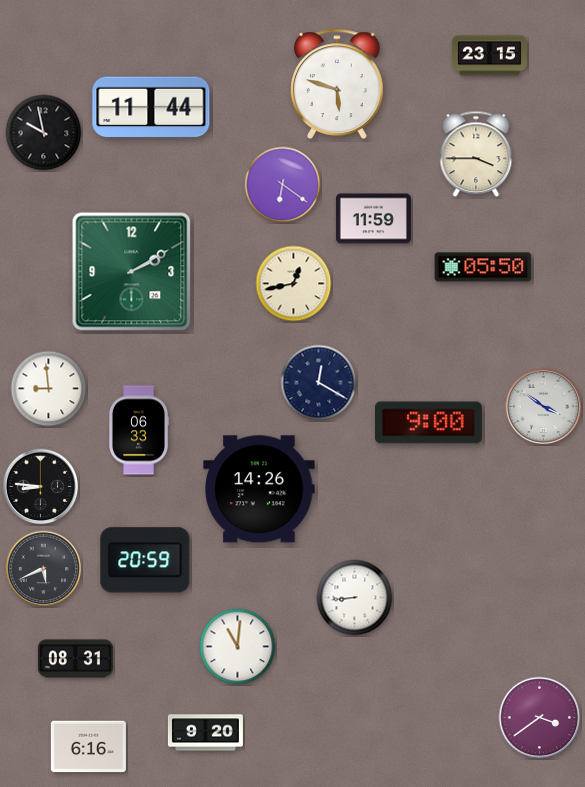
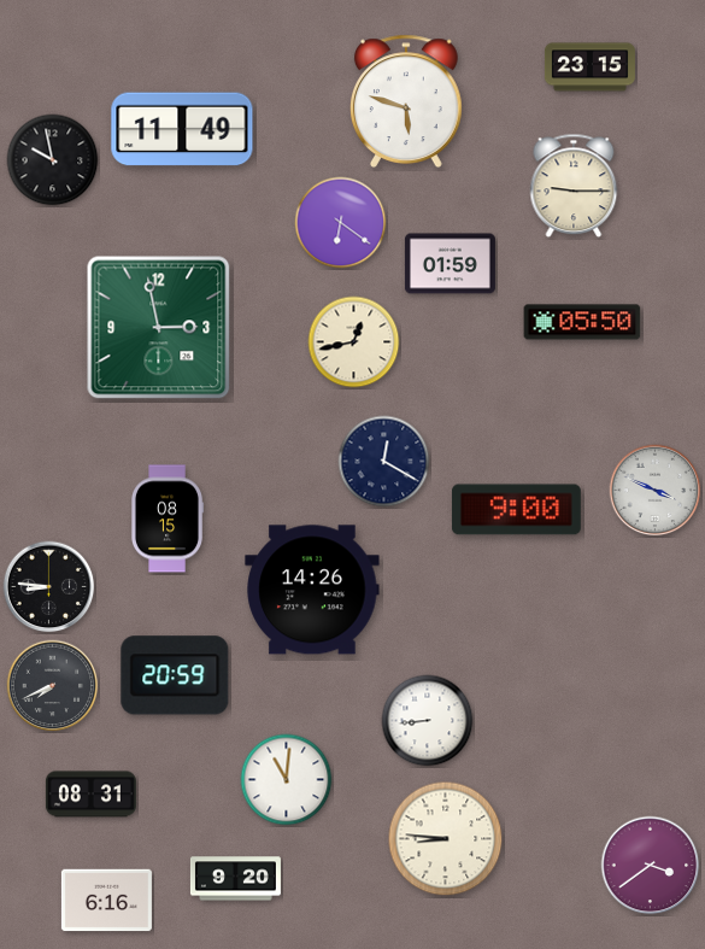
clock at (151, 107): 11:44 -> 11:49
clock at (476, 154): 3:45 -> 9:15
clock at (373, 219): 11:59 -> 01:59
clock at (132, 272): 2:10 -> 2:58
clock at (49, 389): 8:59 -> none
clock at (544, 407): 3:51 -> 3:49
clock at (139, 430): 06:33 -> 08:15
clock at (44, 569): 5:41 -> 7:41
clock at (446, 839): none -> 8:46
clock at (205, 733) position: (205, 733) -> (235, 879)
